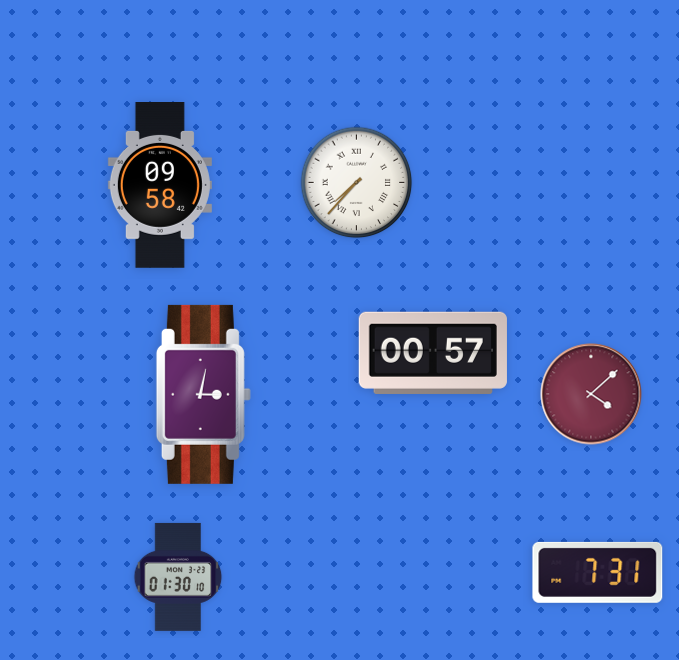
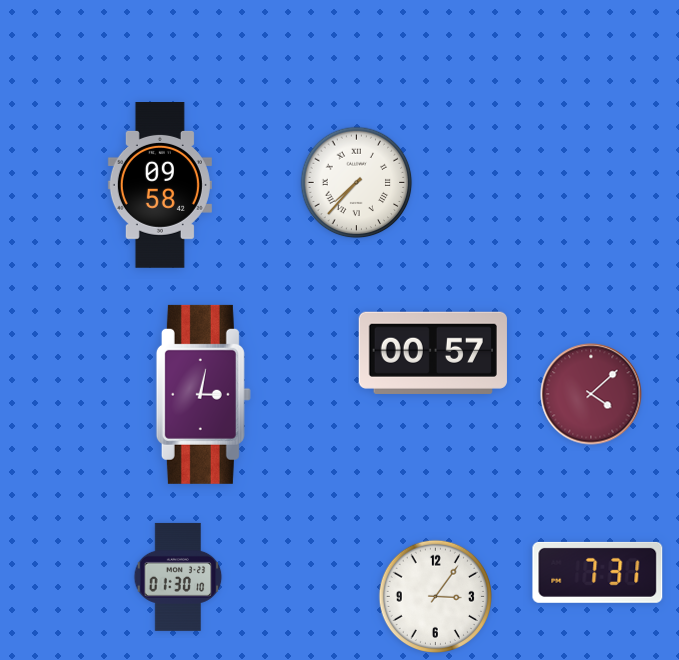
clock at (435, 596): none -> 3:06
